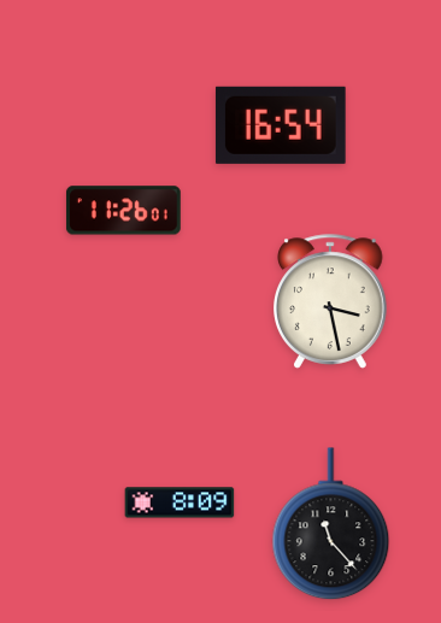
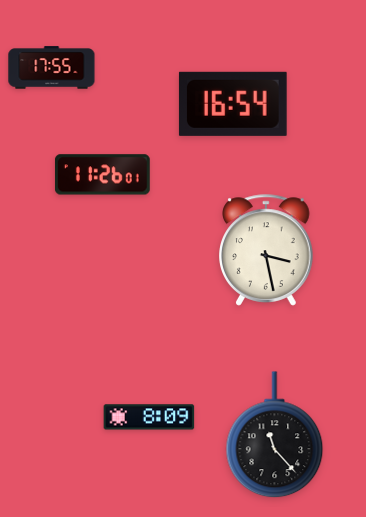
clock at (52, 68): none -> 17:55
clock at (331, 301) position: (331, 301) -> (267, 250)
